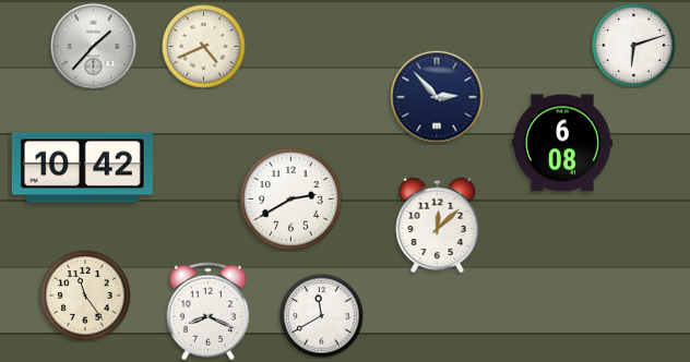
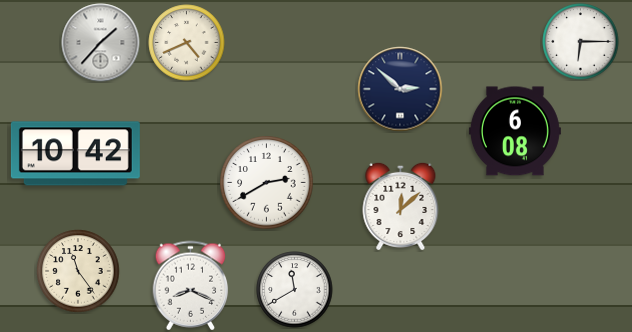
clock at (634, 46): 6:12 -> 6:15
clock at (94, 47) position: (94, 47) -> (101, 43)
clock at (437, 97): 2:53 -> 2:52
